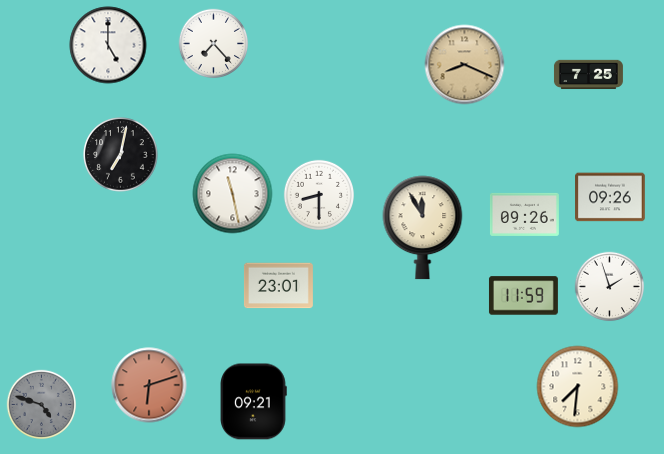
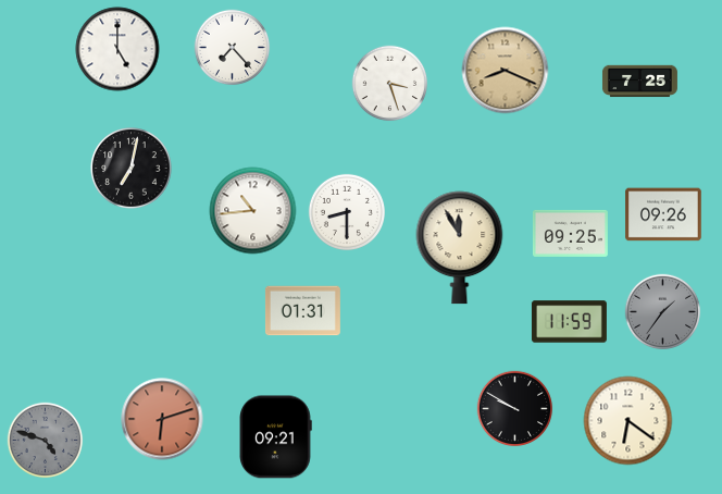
clock at (390, 84): none -> 3:27
clock at (233, 194): 11:28 -> 10:44
clock at (524, 214): 09:26 -> 09:25
clock at (278, 286): 23:01 -> 01:31
clock at (610, 287): 1:57 -> 1:36
clock at (610, 287) dial: white -> grey
clock at (515, 409): none -> 9:50
clock at (578, 387): 7:31 -> 6:21
